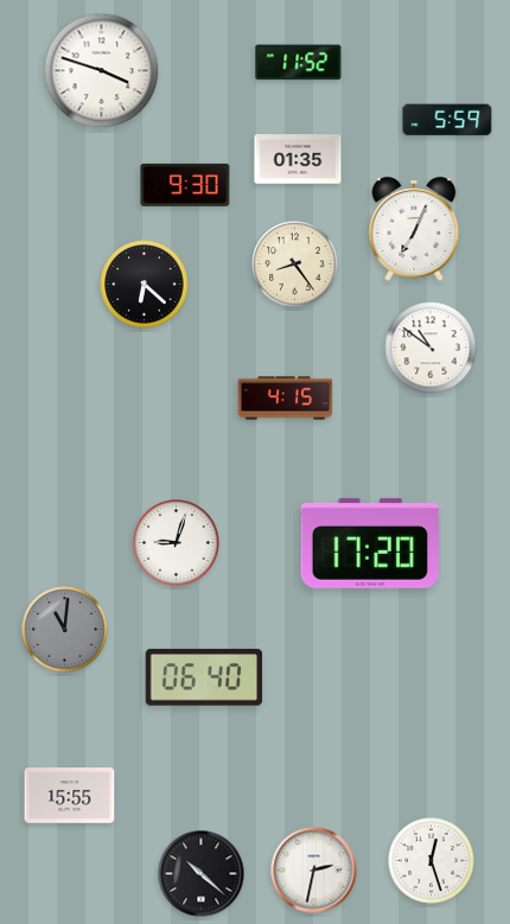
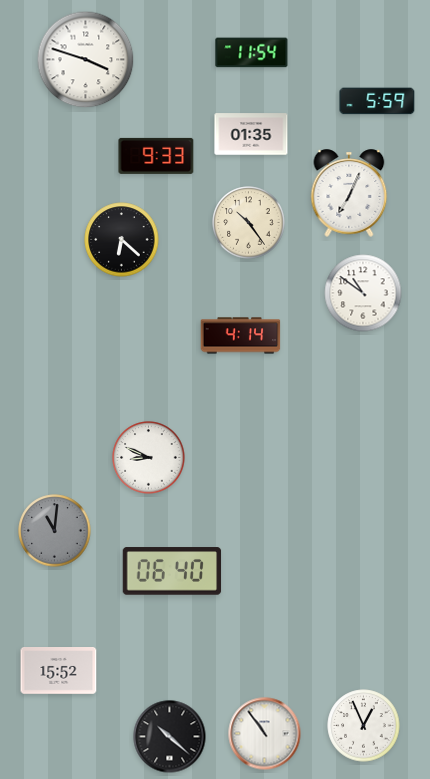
clock at (299, 63): 11:52 -> 11:54
clock at (185, 185): 9:30 -> 9:33
clock at (295, 265): 8:24 -> 10:24
clock at (286, 399): 4:15 -> 4:14
clock at (177, 543): 9:03 -> 8:49
clock at (369, 543): 17:20 -> none
clock at (70, 796): 15:55 -> 15:52
clock at (432, 861): 12:27 -> 12:56
clock at (314, 871): 2:32 -> 10:54
